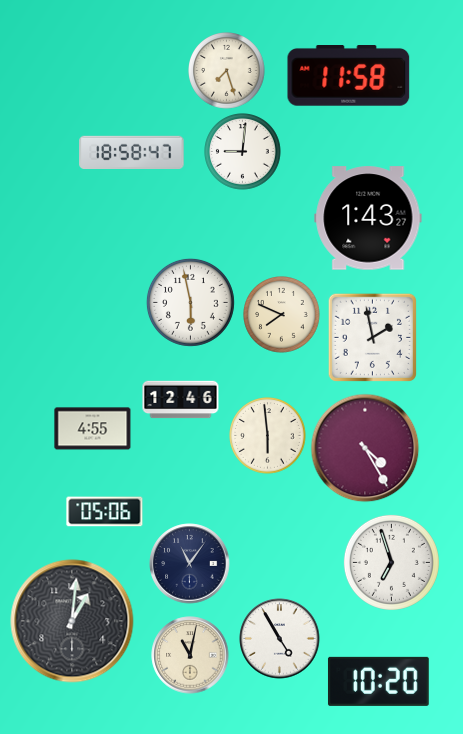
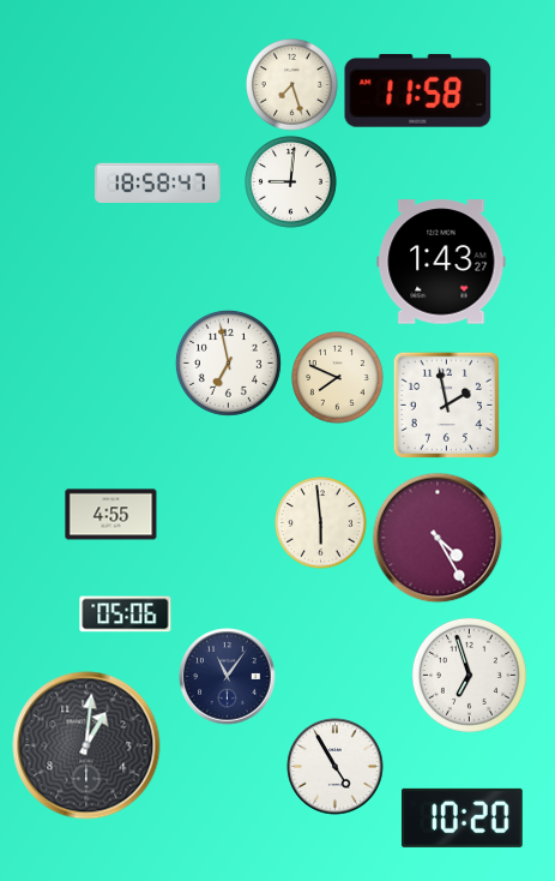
clock at (227, 71) position: (227, 71) -> (292, 85)
clock at (190, 302): 5:58 -> 6:58
clock at (181, 400): 12:46 -> none
clock at (190, 655): 11:02 -> none
clock at (378, 681) position: (378, 681) -> (462, 817)
